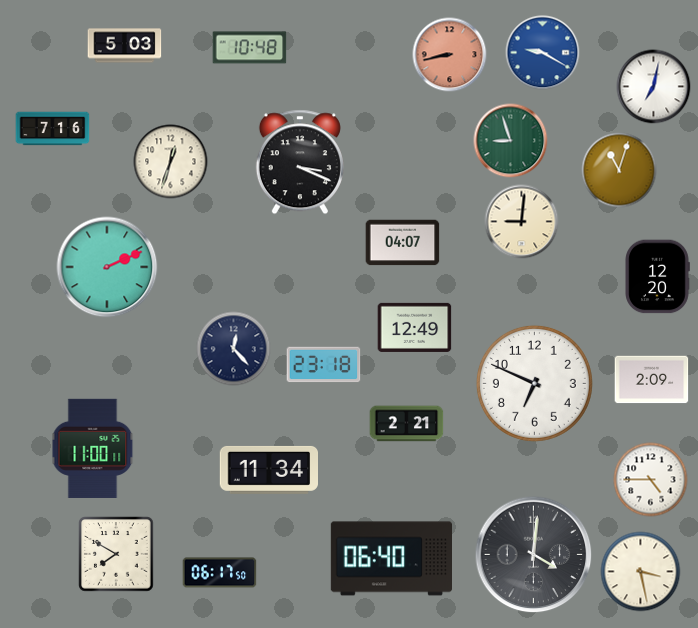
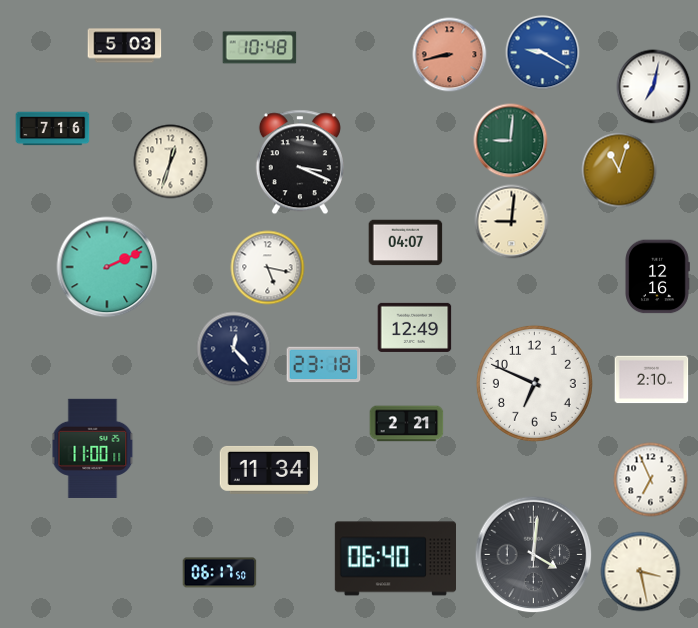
clock at (250, 48) position: (250, 48) -> (260, 48)
clock at (511, 141): 8:57 -> 9:01
clock at (522, 222) position: (522, 222) -> (512, 222)
clock at (403, 243) position: (403, 243) -> (406, 243)
clock at (268, 268): none -> 5:17
clock at (657, 277): 12:20 -> 12:16
clock at (652, 380): 2:09 -> 2:10
clock at (651, 480): 4:45 -> 6:56
clock at (116, 554): 7:50 -> none
clock at (391, 559) position: (391, 559) -> (395, 559)
